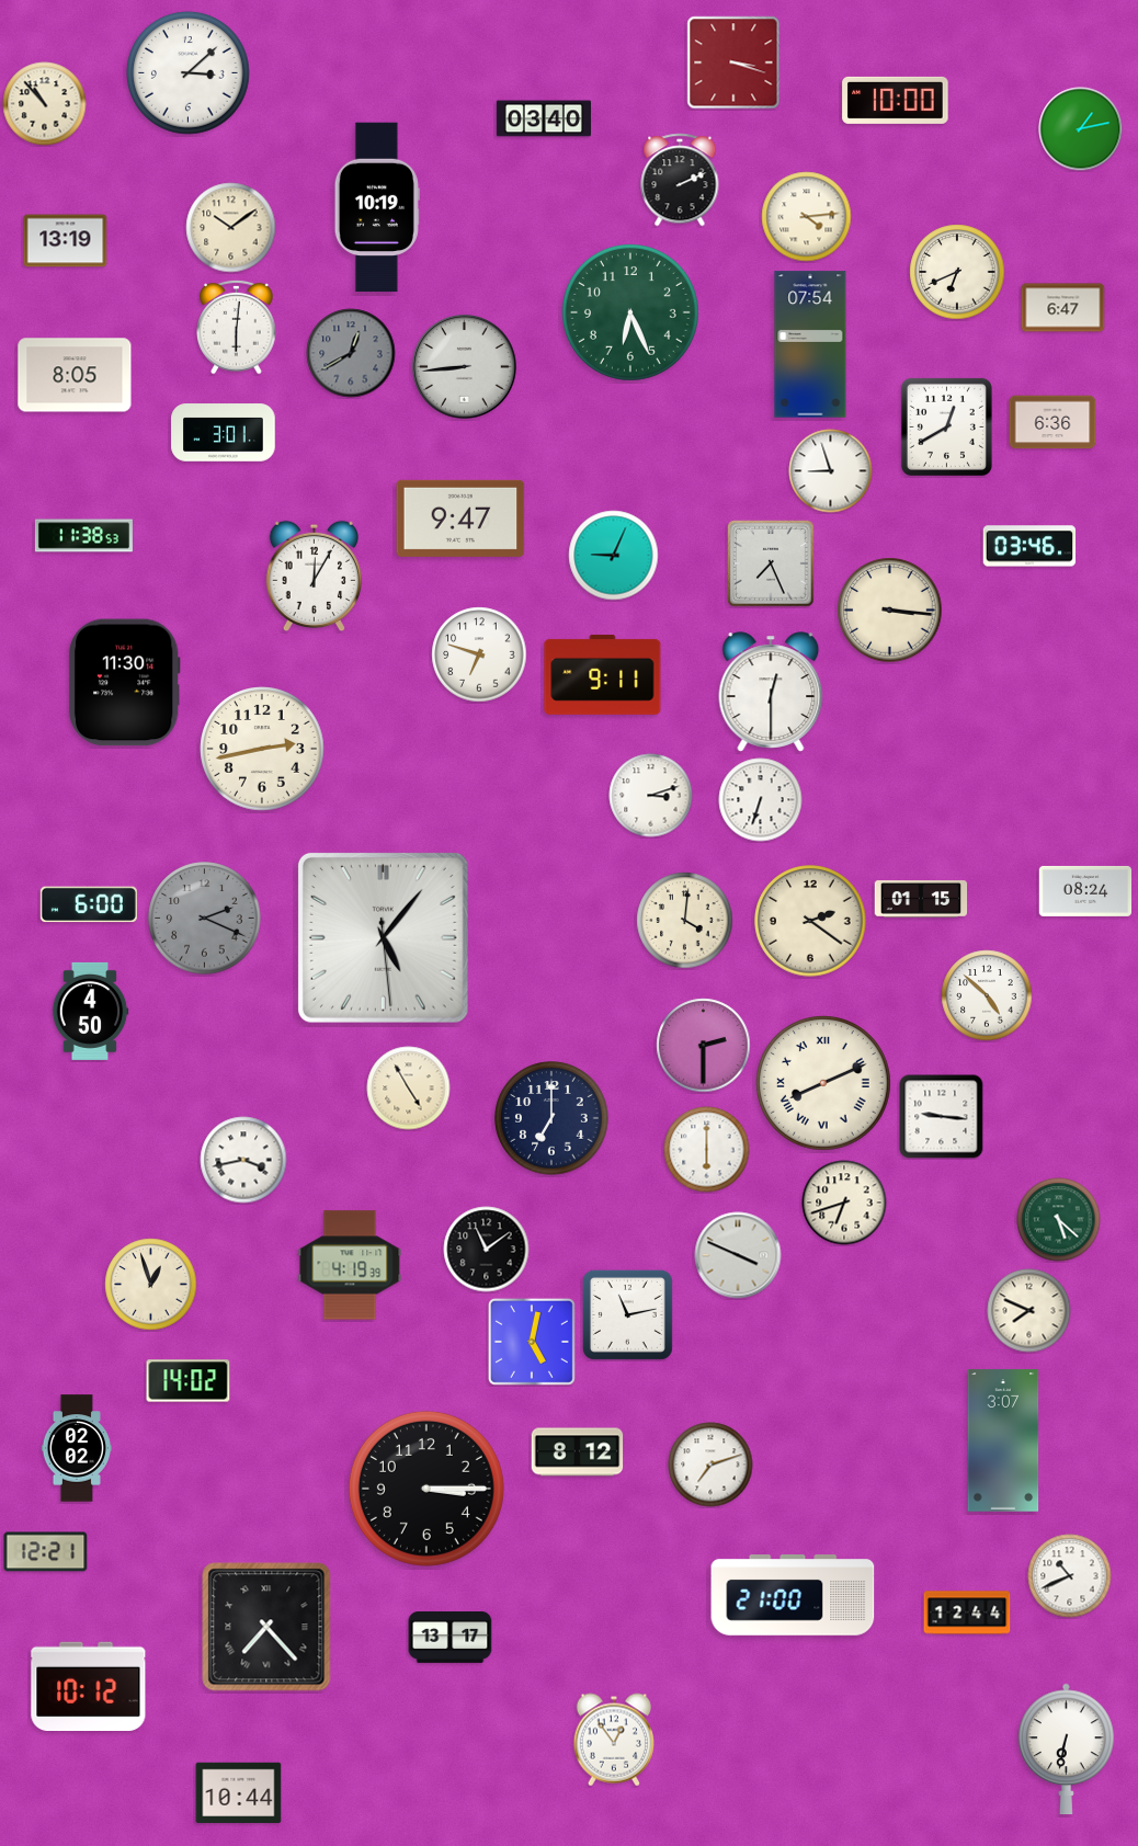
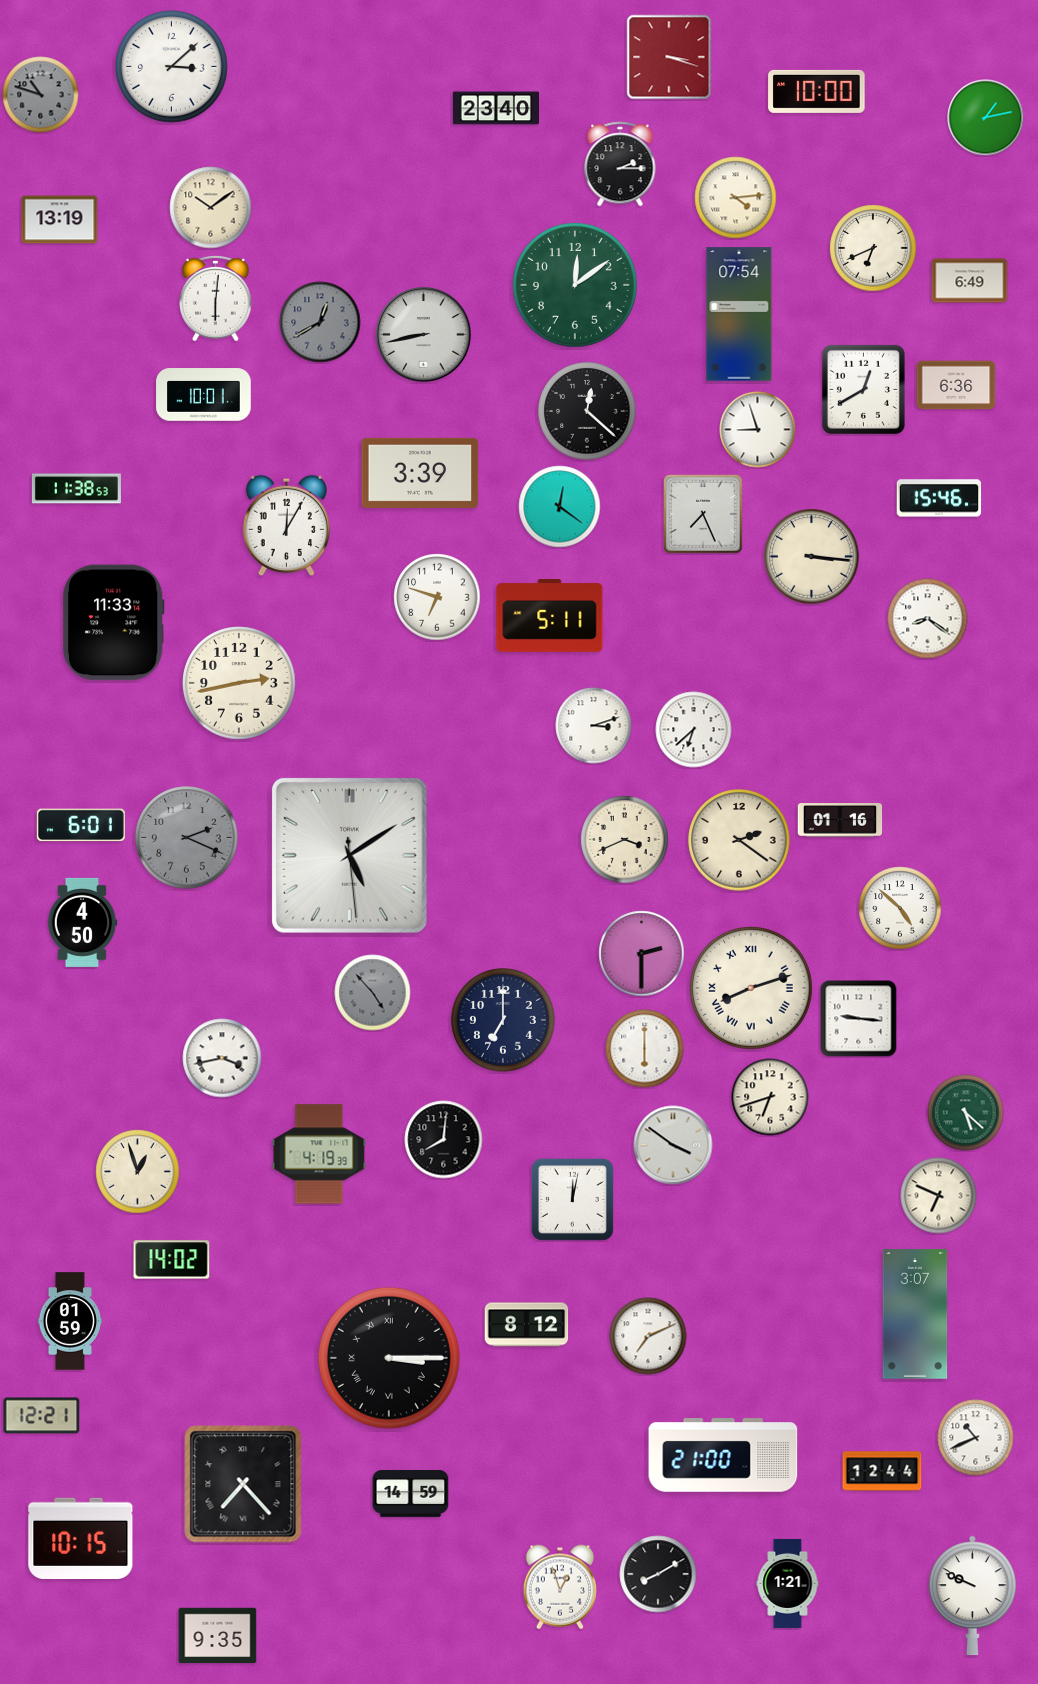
clock at (45, 104): 10:53 -> 10:48
clock at (45, 104) dial: cream -> grey
clock at (543, 118): 03:40 -> 23:40
clock at (680, 180): 2:11 -> 2:15
clock at (377, 207): 10:19 -> none
clock at (1063, 308): 6:47 -> 6:49
clock at (631, 314): 6:26 -> 12:09
clock at (465, 367): 8:44 -> 8:43
clock at (75, 375): 8:05 -> none
clock at (1052, 422) position: (1052, 422) -> (956, 385)
clock at (224, 433): 3:01 -> 10:01
clock at (587, 411): none -> 12:22
clock at (460, 519): 9:47 -> 3:39
clock at (1029, 546): 03:46 -> 15:46
clock at (614, 556): 9:04 -> 12:21
clock at (603, 675): 9:11 -> 5:11
clock at (928, 619): none -> 8:21
clock at (124, 683): 11:30 -> 11:33
clock at (771, 692): 12:30 -> none
clock at (761, 800): 6:33 -> 6:38
clock at (1085, 891): 08:24 -> none
clock at (921, 899): 01:15 -> 01:16
clock at (89, 904): 6:00 -> 6:01
clock at (685, 921): 4:01 -> 3:41
clock at (383, 937): 5:06 -> 5:09
clock at (824, 1084): 8:11 -> 8:12
clock at (409, 1089): 4:55 -> 4:53
clock at (409, 1089) dial: cream -> grey
clock at (487, 1250): 11:09 -> 8:01
clock at (738, 1255): 3:49 -> 3:51
clock at (1029, 1311): 7:49 -> 6:49
clock at (627, 1314): 11:13 -> 12:02
clock at (532, 1342): 5:02 -> none
clock at (76, 1448): 02:02 -> 01:59
clock at (710, 1465): 7:12 -> 7:11
clock at (426, 1489) numerals: Arabic -> Roman
clock at (451, 1638): 13:17 -> 14:59
clock at (89, 1686): 10:12 -> 10:15
clock at (658, 1574): none -> 8:10
clock at (788, 1583): none -> 1:21
clock at (613, 1740): 12:54 -> 12:57
clock at (1067, 1750): 6:32 -> 9:49
clock at (239, 1793): 10:44 -> 9:35
